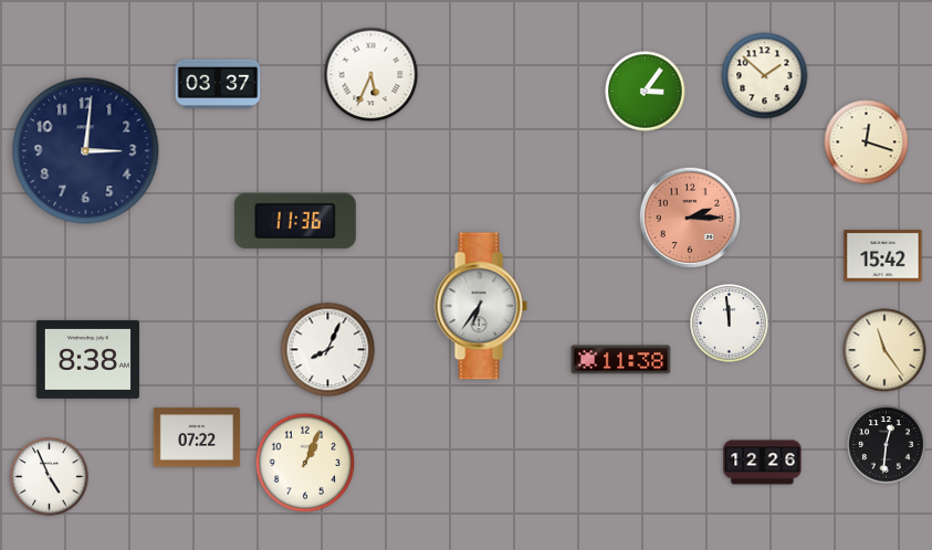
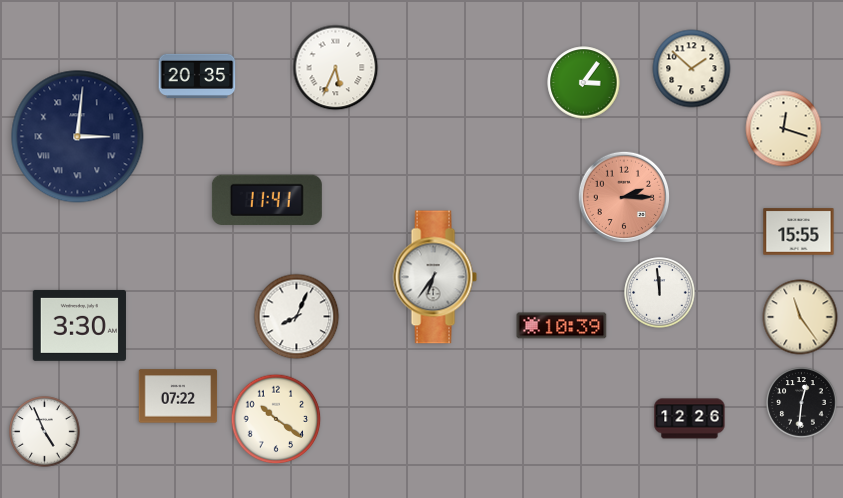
clock at (218, 84): 03:37 -> 20:35
clock at (86, 151) numerals: Arabic -> Roman
clock at (295, 221): 11:36 -> 11:41
clock at (883, 256): 15:42 -> 15:55
clock at (87, 359): 8:38 -> 3:30
clock at (621, 360): 11:38 -> 10:39
clock at (305, 463): 1:04 -> 10:21
